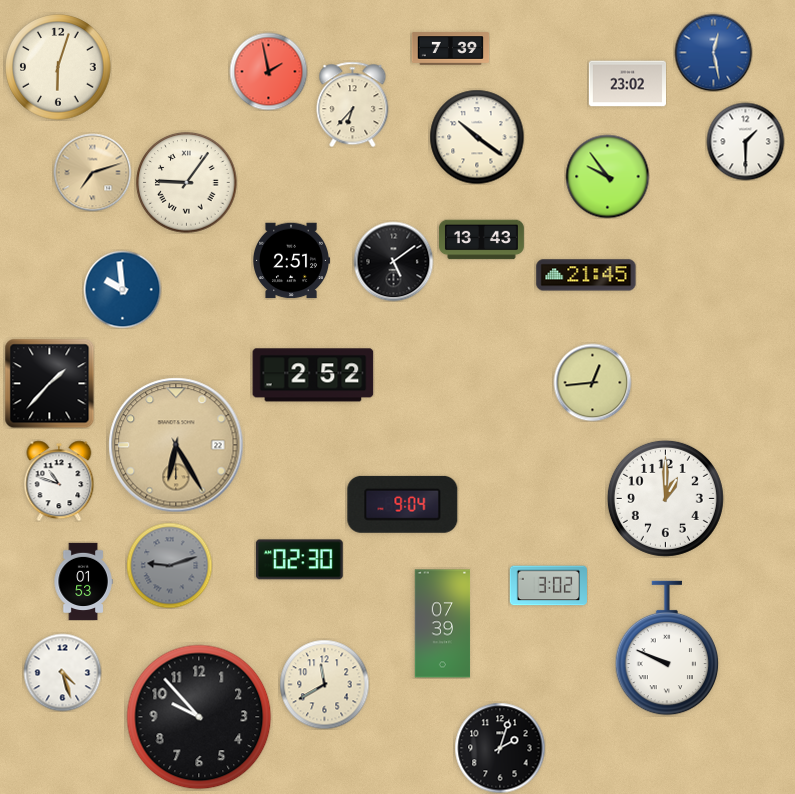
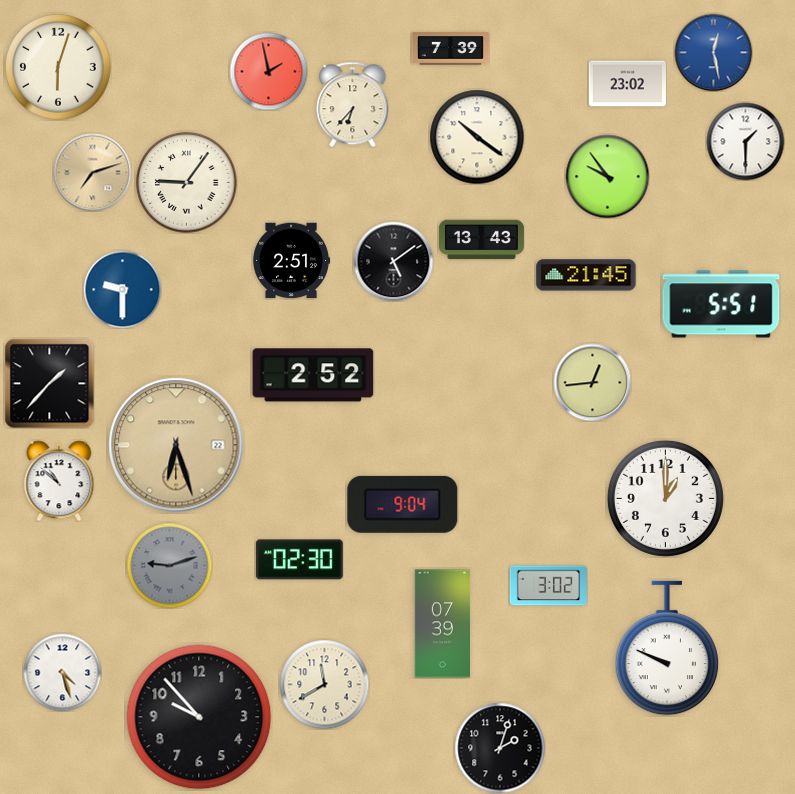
clock at (122, 289): 9:59 -> 9:30
clock at (721, 304): none -> 5:51
clock at (176, 445): 6:25 -> 6:27
clock at (59, 481): 10:48 -> 10:52
clock at (83, 581): 01:53 -> none
